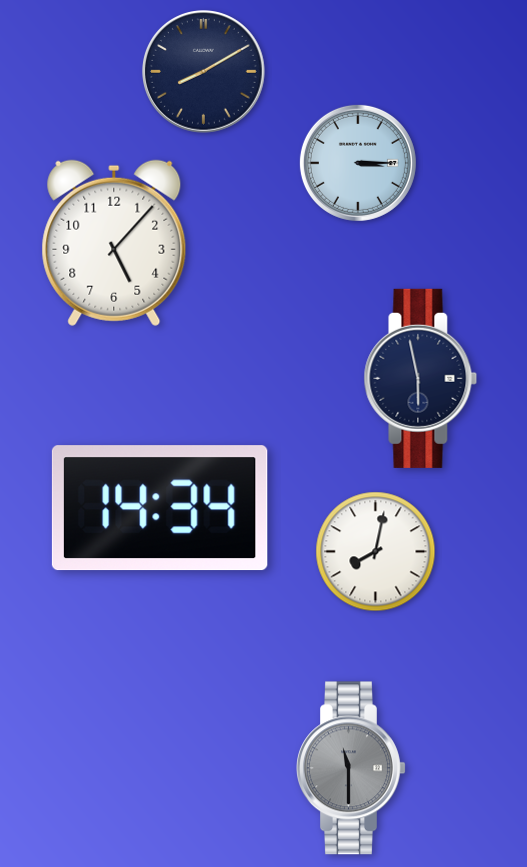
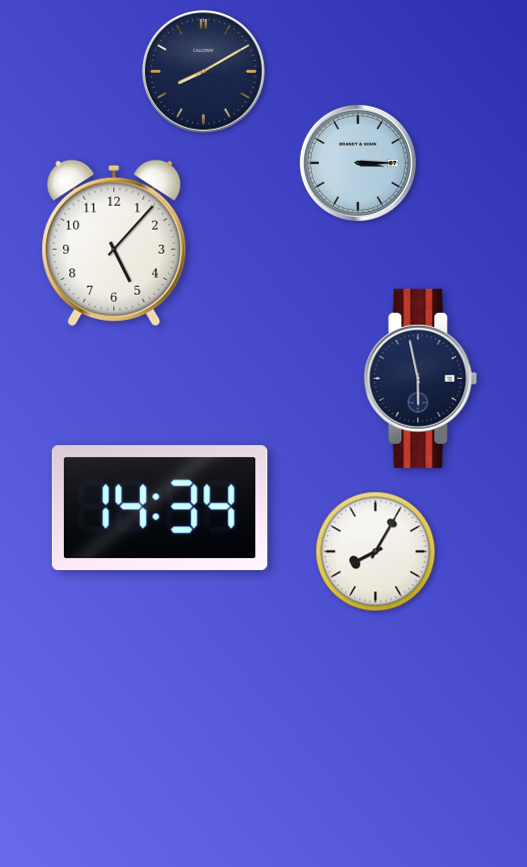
clock at (376, 552): 8:02 -> 8:05
clock at (352, 768): 11:30 -> none
